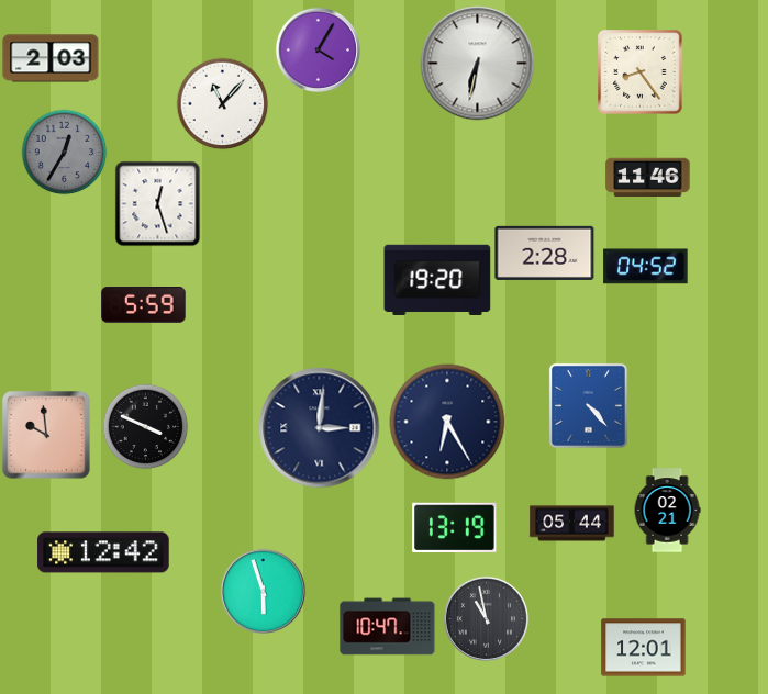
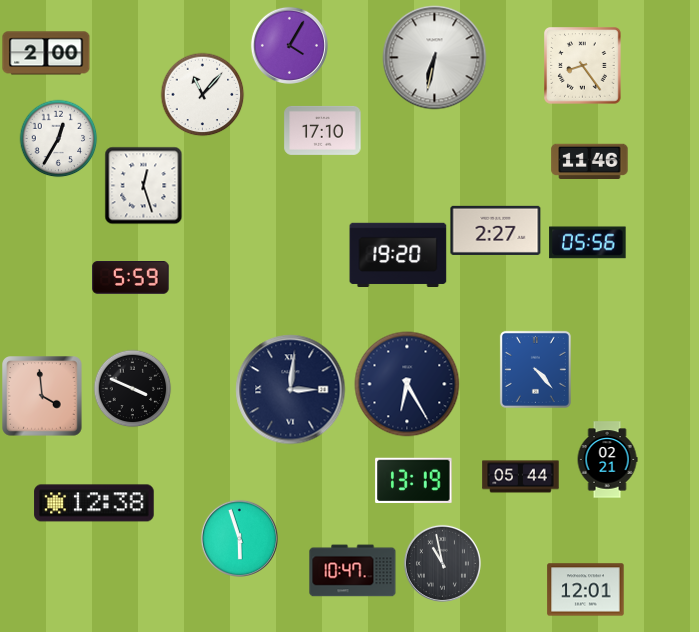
clock at (51, 58): 2:03 -> 2:00
clock at (323, 130): none -> 17:10
clock at (64, 152) dial: grey -> white
clock at (545, 253): 2:28 -> 2:27
clock at (646, 267): 04:52 -> 05:56
clock at (46, 435): 9:59 -> 3:59
clock at (667, 511) position: (667, 511) -> (607, 460)
clock at (103, 552): 12:42 -> 12:38
